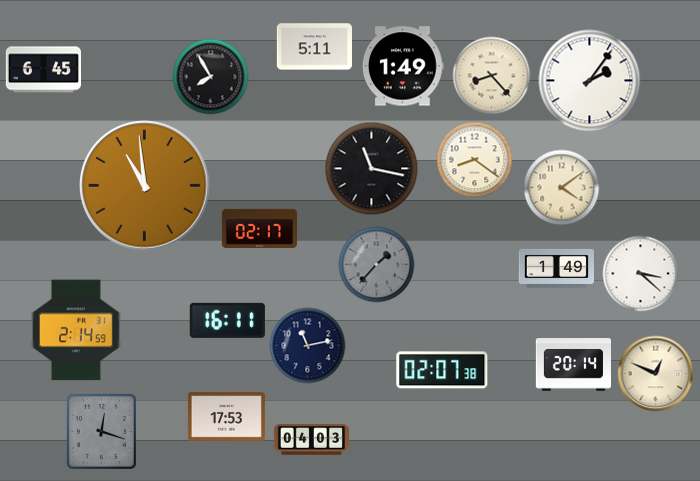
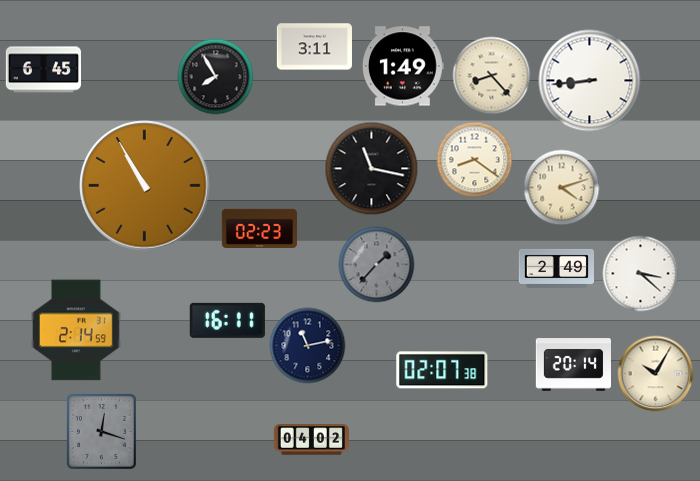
clock at (314, 47): 5:11 -> 3:11
clock at (211, 77) position: (211, 77) -> (216, 77)
clock at (590, 81): 2:06 -> 8:44
clock at (145, 186): 10:59 -> 10:55
clock at (562, 188): 4:09 -> 4:12
clock at (259, 228): 02:17 -> 02:23
clock at (556, 268): 1:49 -> 2:49
clock at (656, 374): 12:49 -> 10:05
clock at (226, 417): 17:53 -> none
clock at (311, 440): 04:03 -> 04:02
